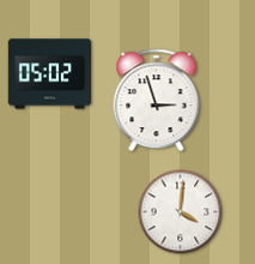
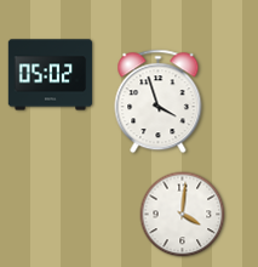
clock at (157, 101): 2:57 -> 3:57
